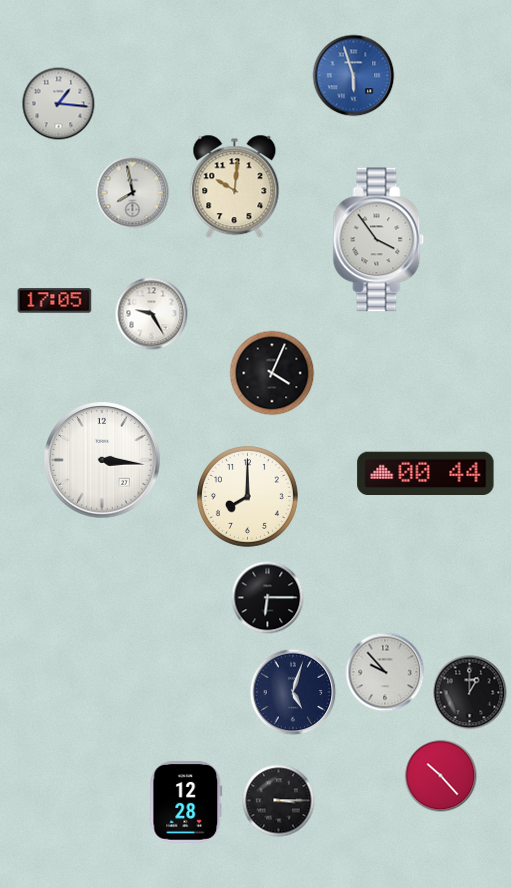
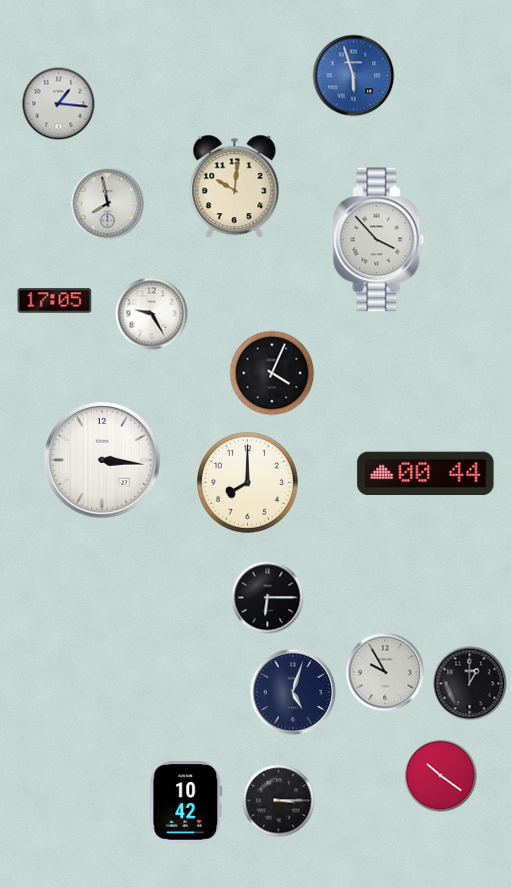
clock at (133, 193) position: (133, 193) -> (108, 204)
clock at (379, 240): 3:54 -> 3:53
clock at (248, 497) position: (248, 497) -> (248, 483)
clock at (385, 672): 9:53 -> 9:55
clock at (470, 693) position: (470, 693) -> (470, 684)
clock at (441, 776): 10:23 -> 10:21
clock at (186, 802): 12:28 -> 10:42
